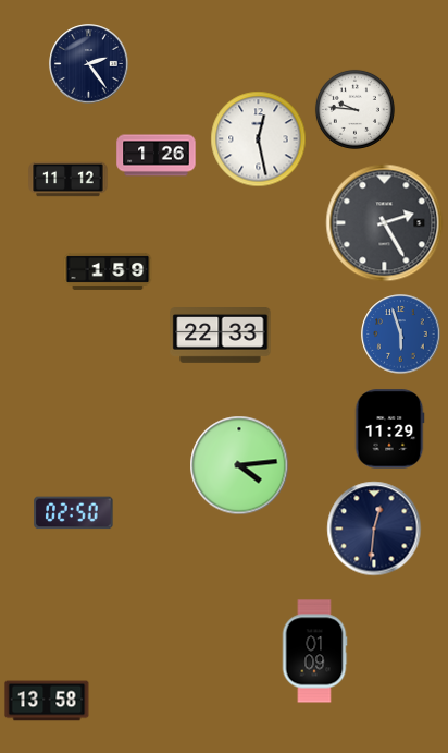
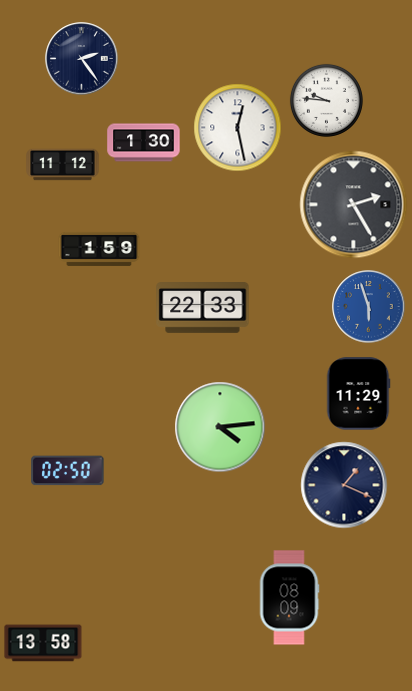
clock at (157, 156): 1:26 -> 1:30
clock at (374, 529): 12:31 -> 1:19
clock at (314, 652): 01:09 -> 08:09
